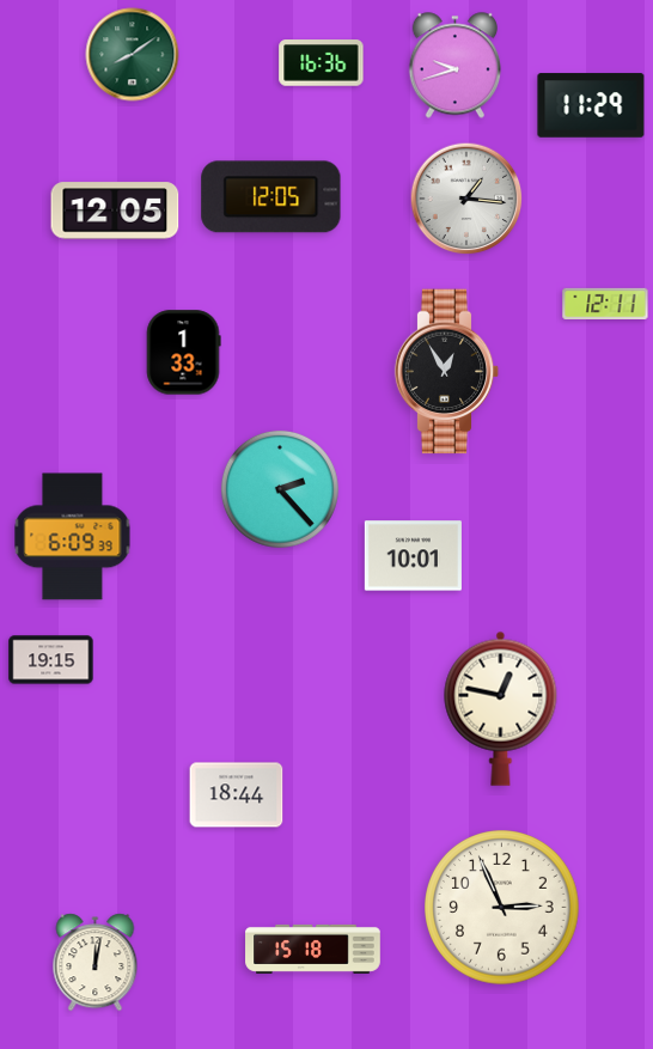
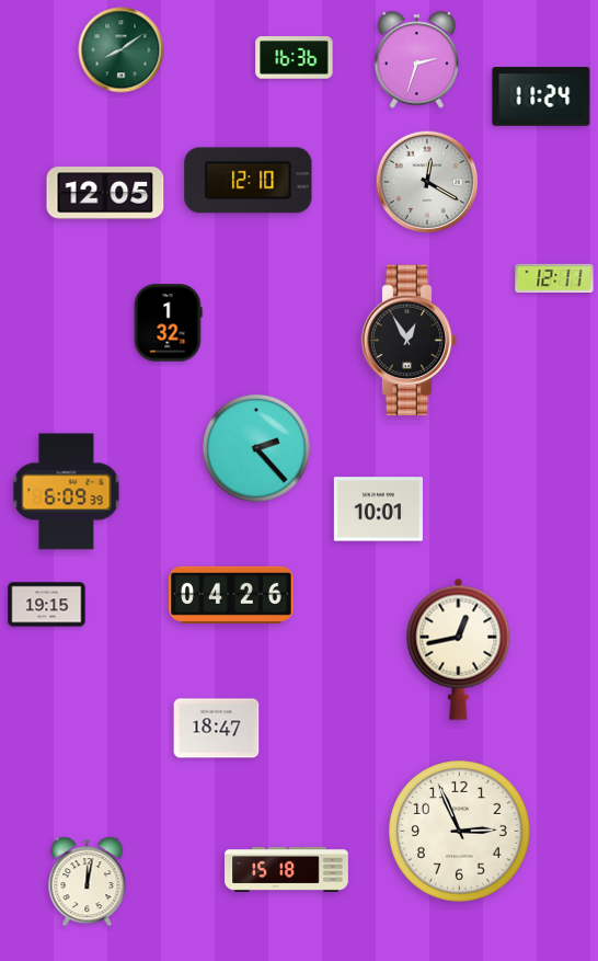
clock at (456, 66): 9:42 -> 2:33
clock at (591, 105): 11:29 -> 11:24
clock at (271, 197): 12:05 -> 12:10
clock at (466, 199): 1:16 -> 12:20
clock at (183, 353): 1:33 -> 1:32
clock at (231, 595): none -> 04:26
clock at (501, 708): 12:47 -> 12:43
clock at (237, 795): 18:44 -> 18:47
